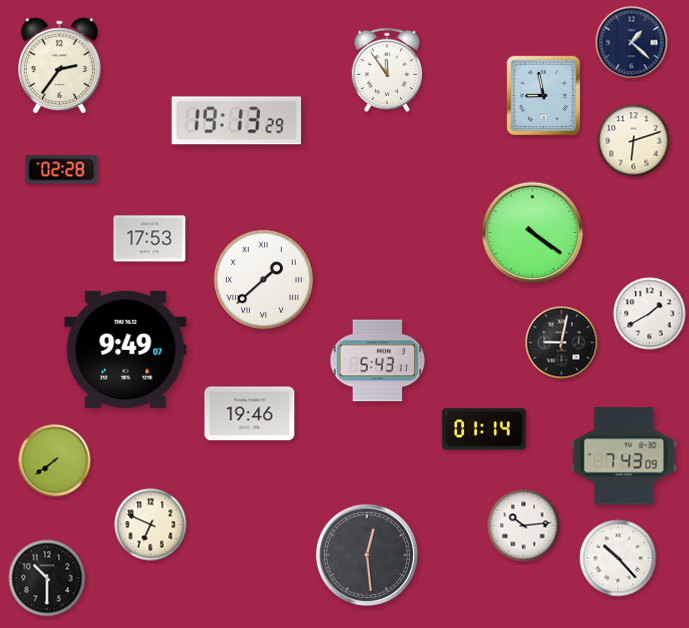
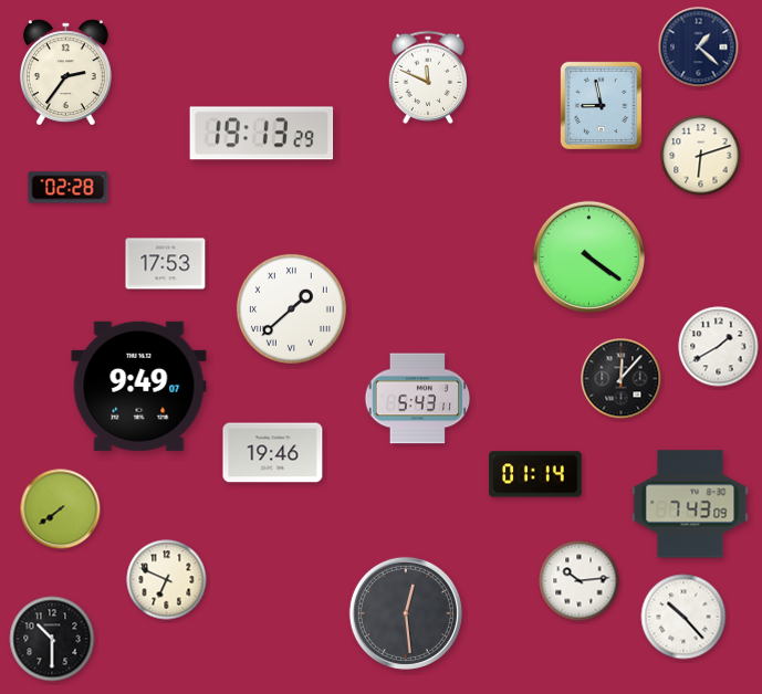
clock at (387, 69): 11:54 -> 11:49
clock at (562, 343): 9:02 -> 12:07
clock at (250, 414) position: (250, 414) -> (273, 453)
